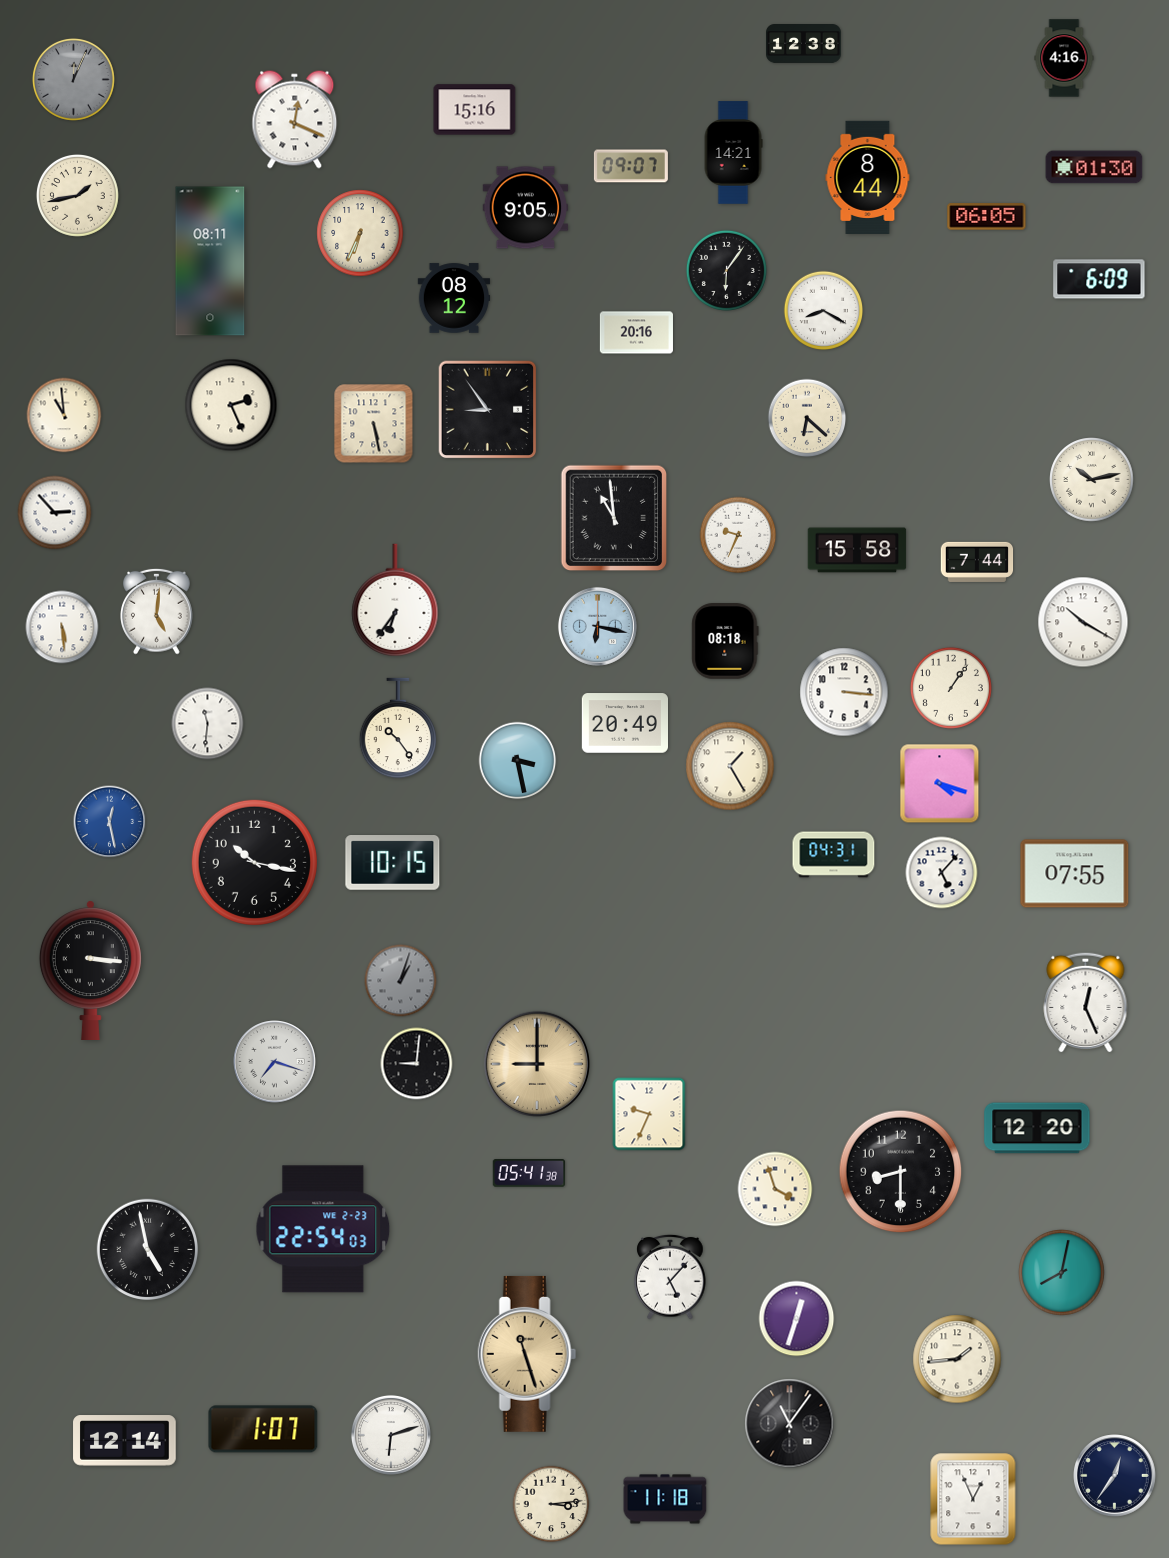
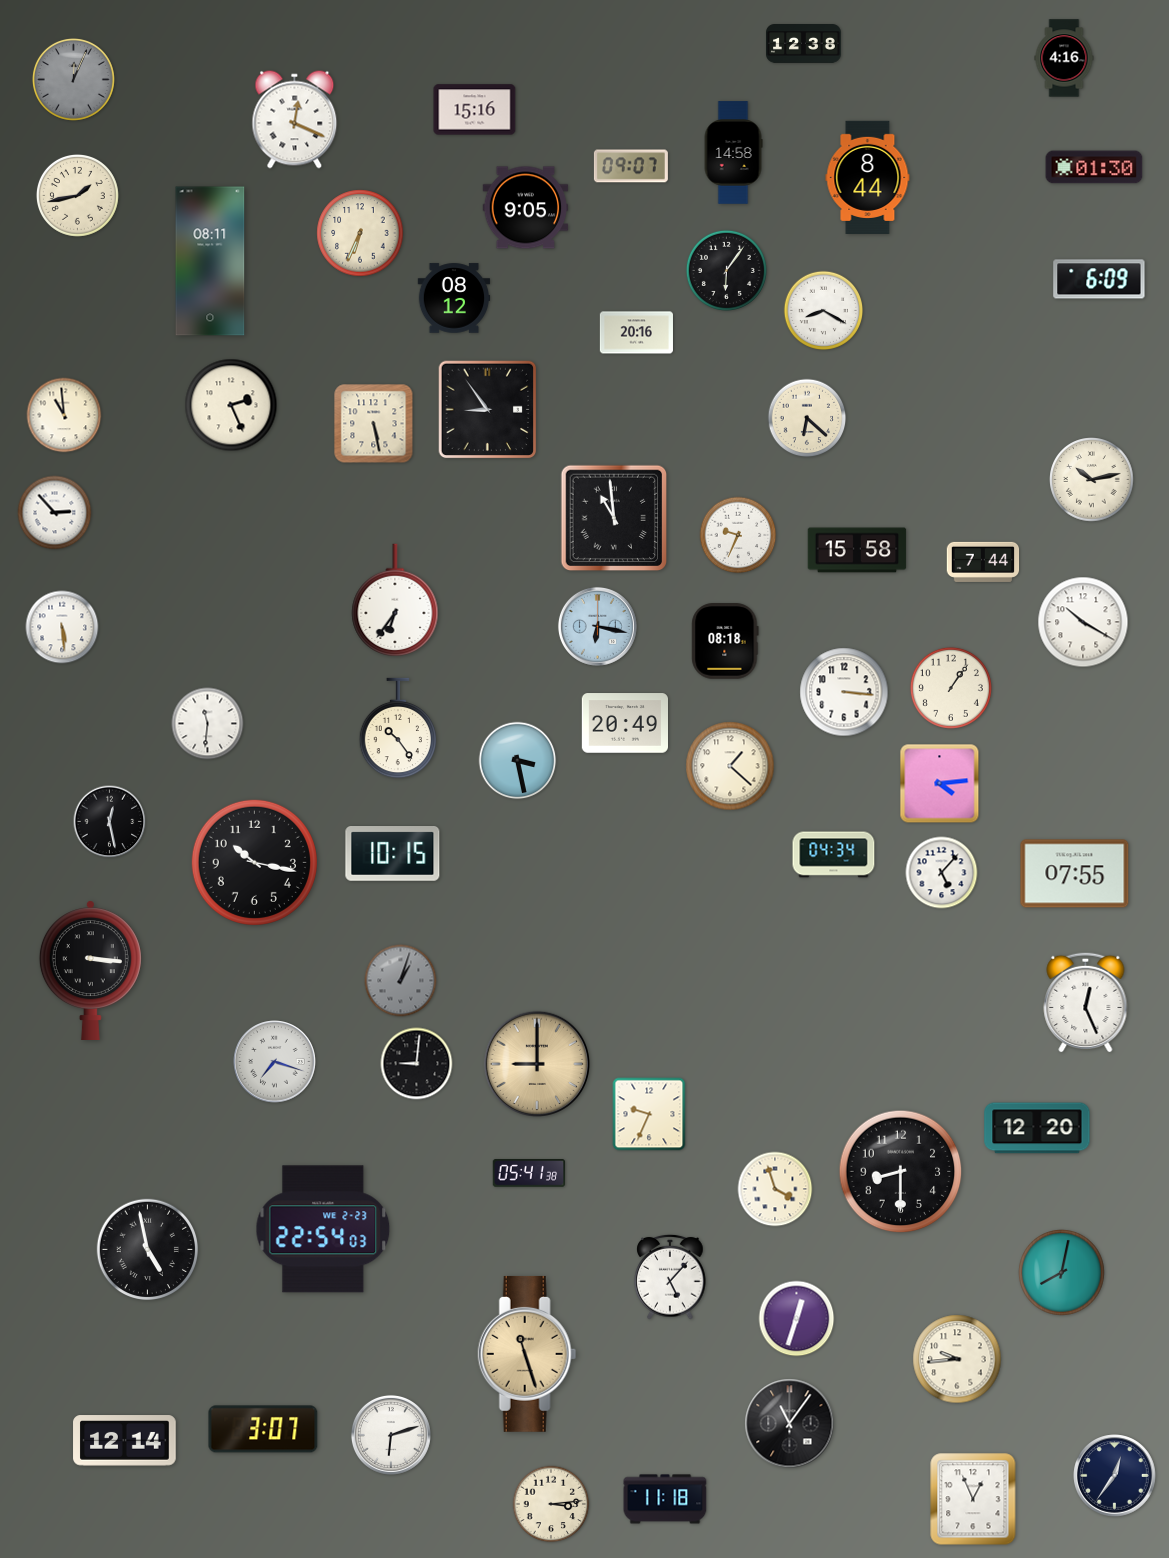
clock at (733, 153): 14:21 -> 14:58
clock at (987, 217): 06:05 -> none
clock at (977, 562) position: (977, 562) -> (983, 562)
clock at (157, 611): 5:01 -> none
clock at (730, 766): 1:25 -> 1:22
clock at (940, 784): 4:18 -> 4:14
clock at (110, 822) dial: blue -> black
clock at (834, 855): 04:31 -> 04:34
clock at (393, 863) position: (393, 863) -> (393, 854)
clock at (957, 1359): 1:44 -> 9:44
clock at (263, 1429): 1:07 -> 3:07
